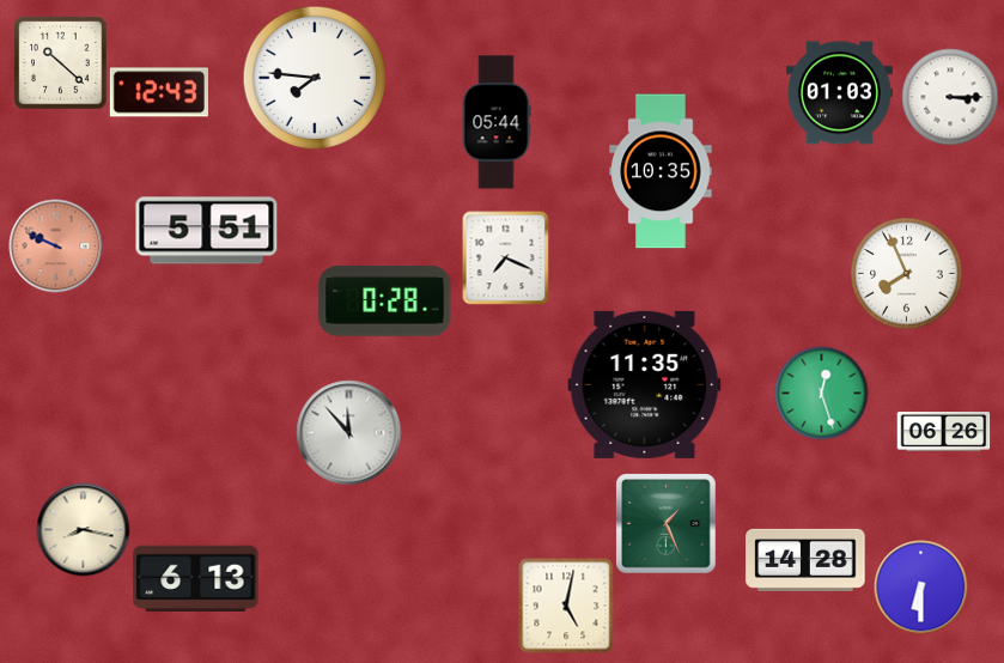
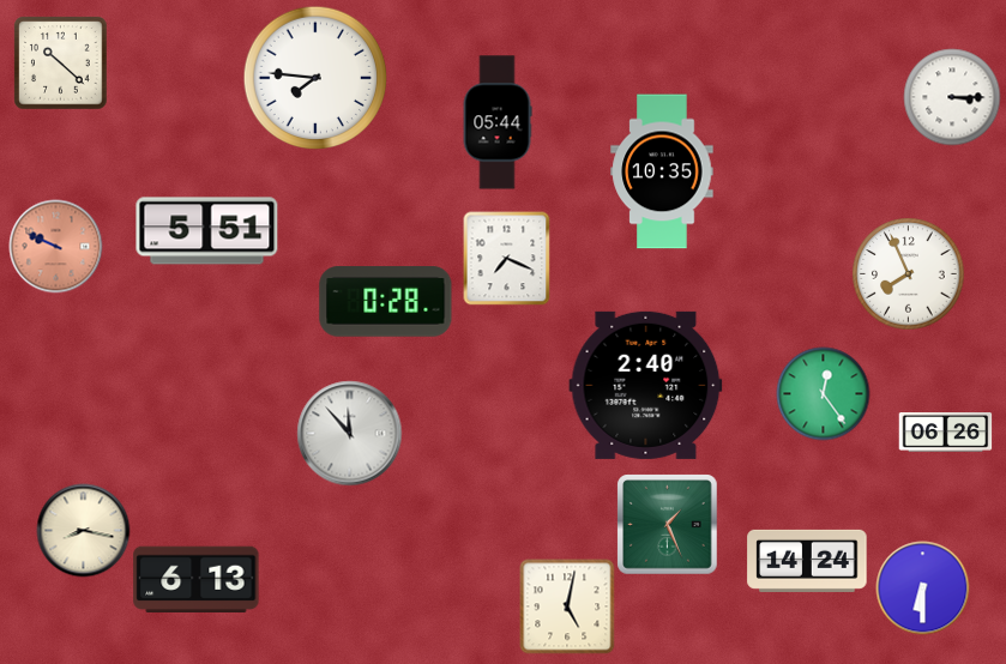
clock at (159, 92): 12:43 -> none
clock at (839, 93): 01:03 -> none
clock at (645, 384): 11:35 -> 2:40
clock at (821, 393): 12:27 -> 12:24
clock at (805, 560): 14:28 -> 14:24
